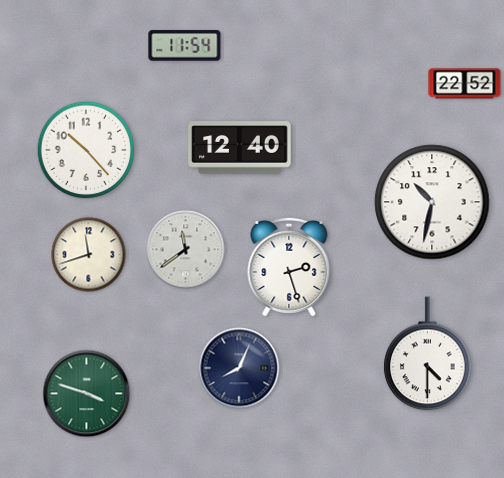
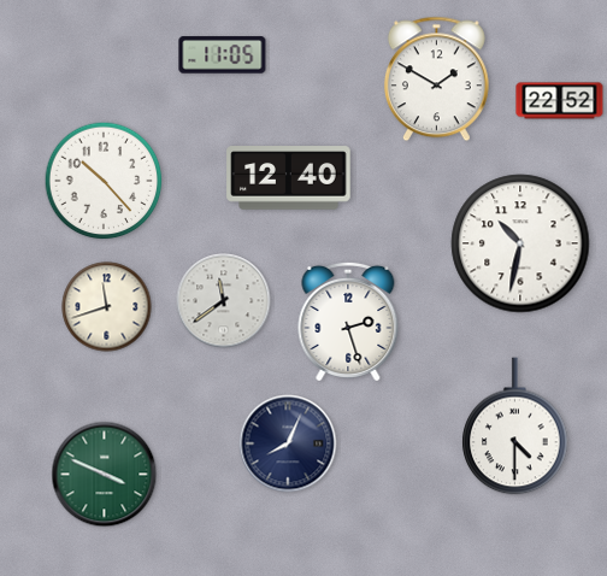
clock at (185, 46): 11:54 -> 11:05
clock at (436, 80): none -> 1:50
clock at (87, 394): 3:48 -> 3:49
